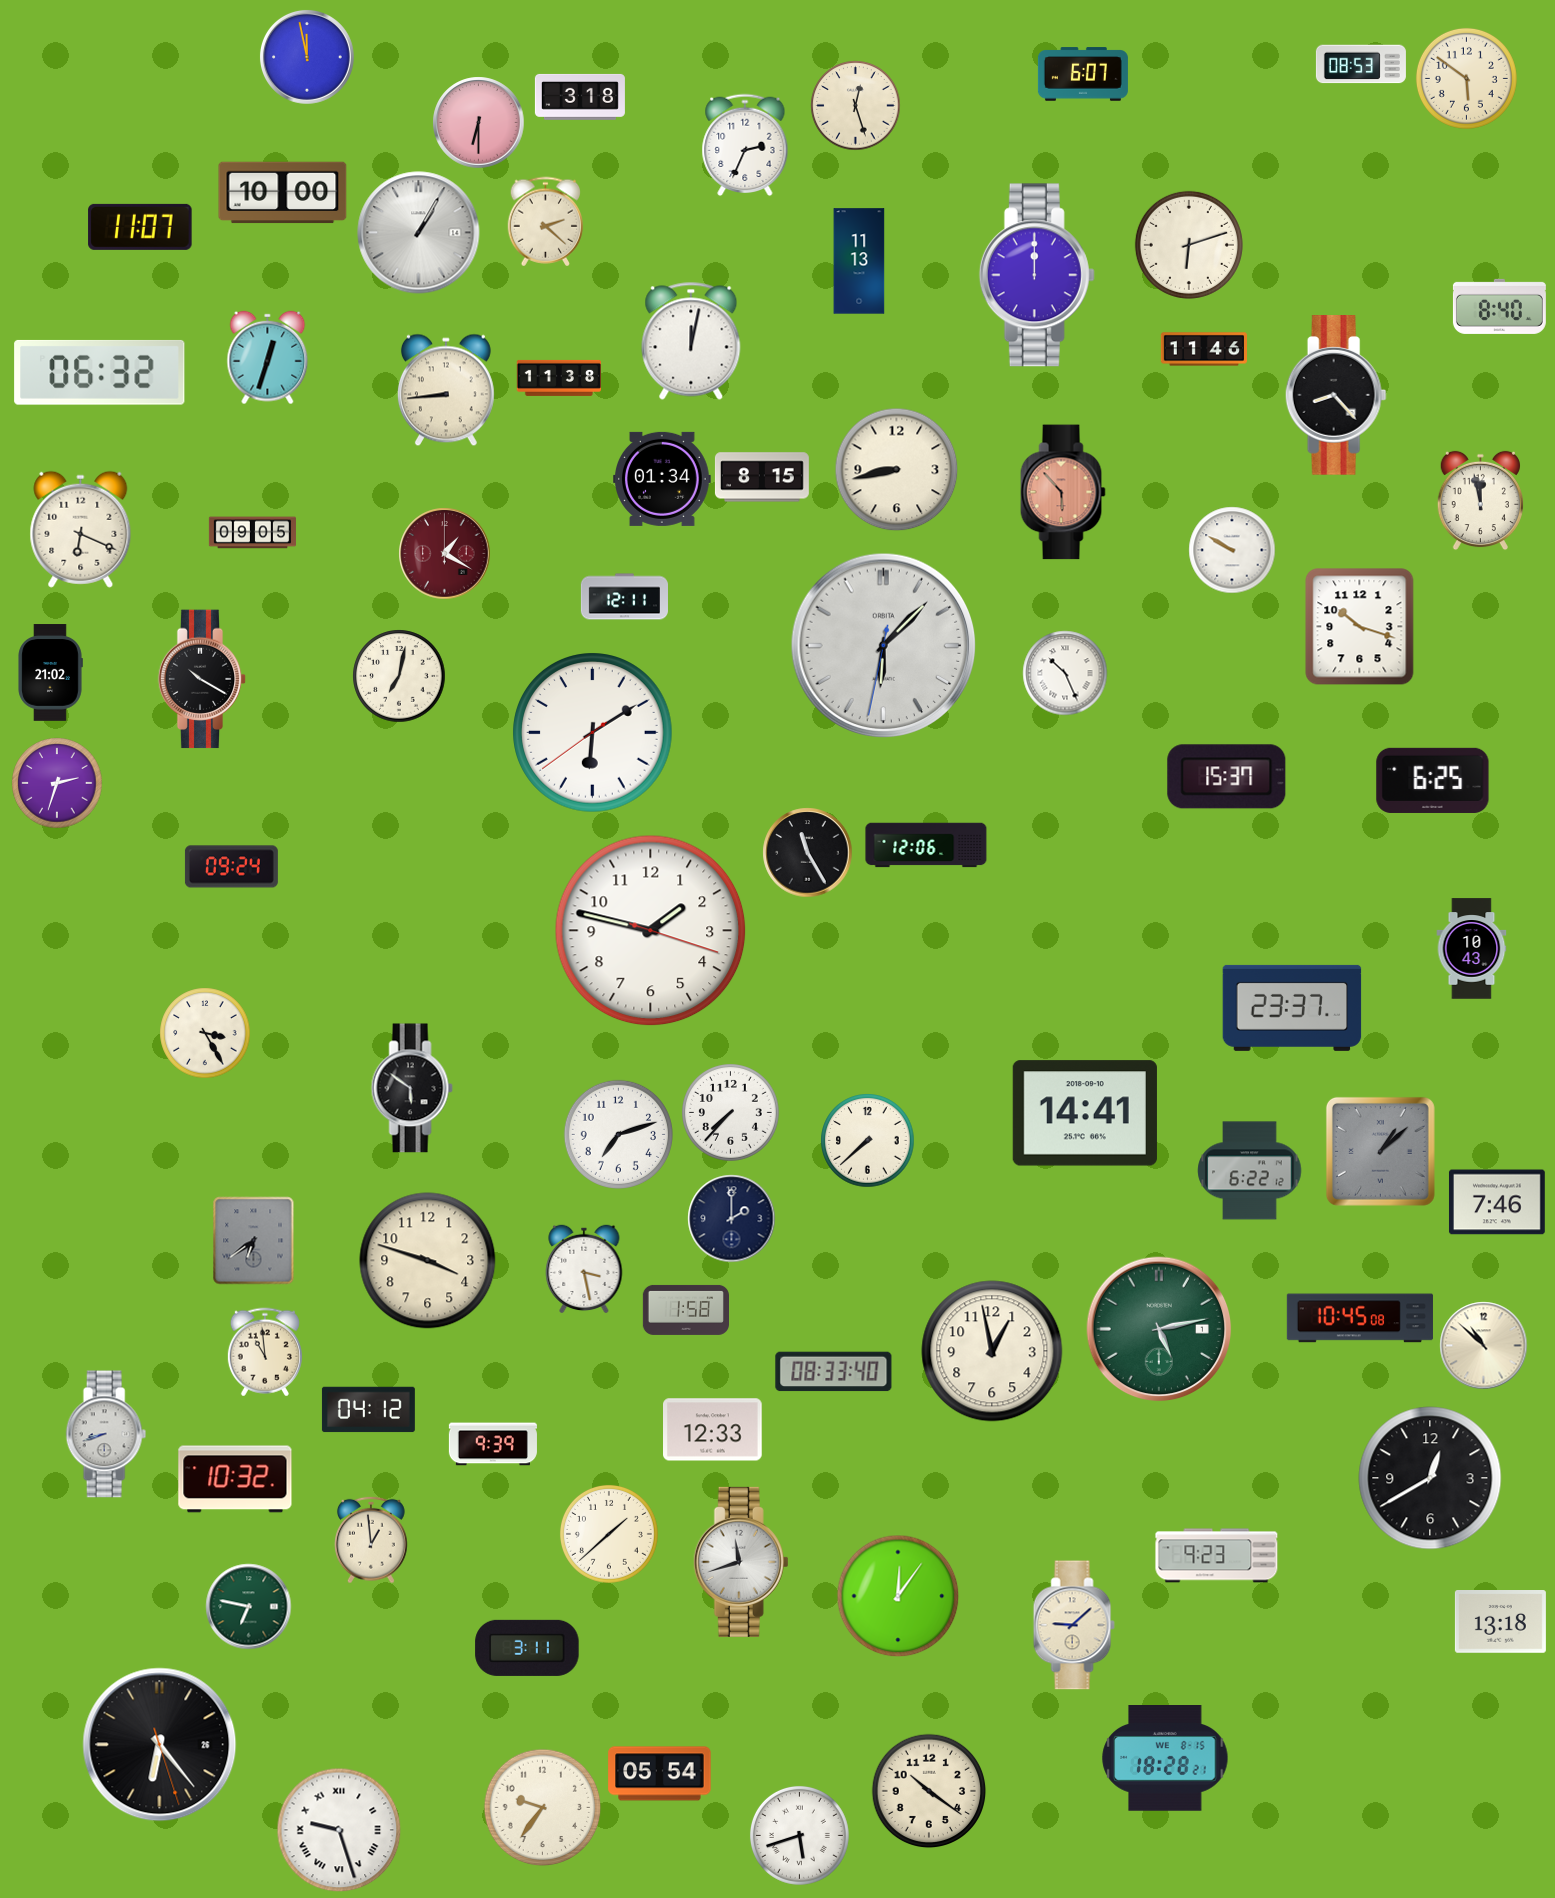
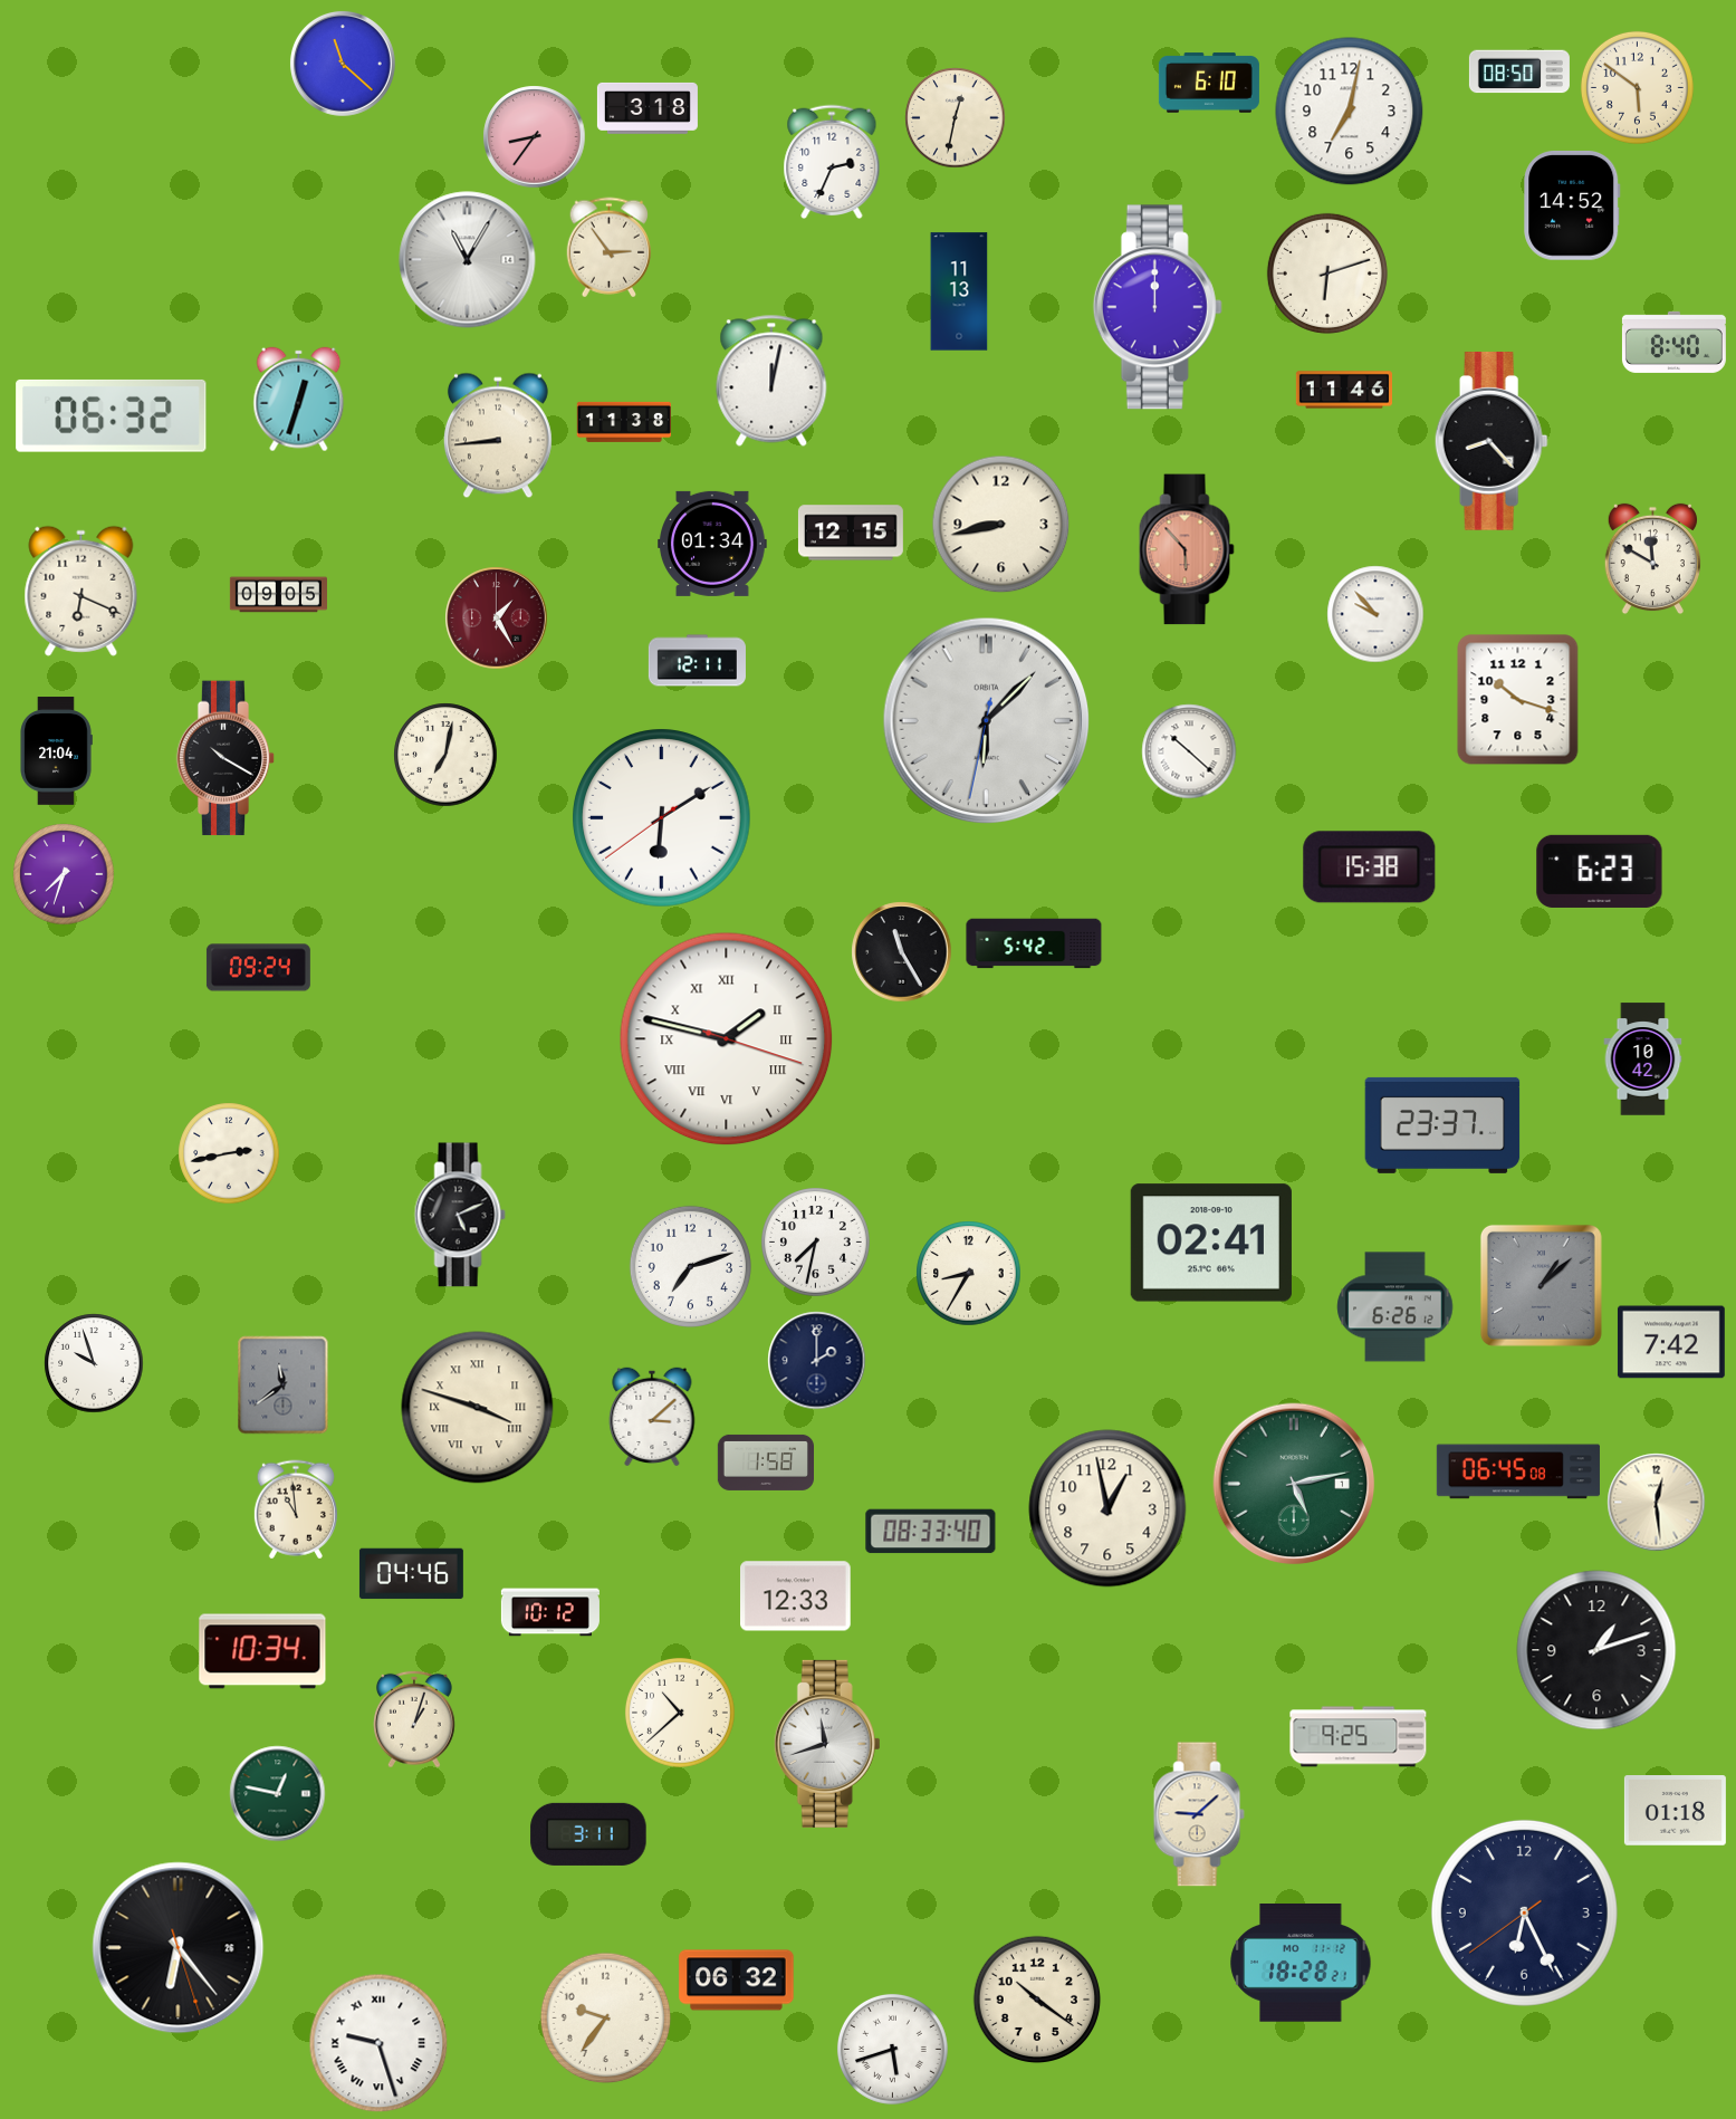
clock at (307, 57): 11:58 -> 11:22
clock at (1361, 64): 08:53 -> 08:50
clock at (1083, 74): 6:07 -> 6:10
clock at (1350, 112): none -> 7:02
clock at (855, 105): 12:27 -> 12:32
clock at (478, 122): 6:30 -> 8:36
clock at (1572, 205): none -> 14:52
clock at (283, 193): 10:00 -> none
clock at (546, 221): 2:22 -> 2:54
clock at (140, 227): 11:07 -> none
clock at (419, 233): 1:05 -> 11:05
clock at (762, 477): 8:15 -> 12:15
clock at (663, 479) position: (663, 479) -> (713, 544)
clock at (1480, 500): 11:58 -> 11:50
clock at (81, 529) position: (81, 529) -> (81, 591)
clock at (252, 533) position: (252, 533) -> (278, 595)
clock at (1232, 550): 9:50 -> 9:53
clock at (444, 553): 1:20 -> 1:25
clock at (624, 597) position: (624, 597) -> (697, 661)
clock at (50, 673): 21:02 -> 21:04
clock at (1065, 673): 10:26 -> 10:22
clock at (1227, 777): 15:37 -> 15:38
clock at (1433, 780): 6:25 -> 6:23
clock at (57, 783): 2:33 -> 7:33
clock at (926, 845): 12:06 -> 5:42
clock at (651, 931) numerals: Arabic -> Roman
clock at (1472, 949): 10:43 -> 10:42
clock at (205, 1033): 3:25 -> 2:43
clock at (412, 1088): 5:51 -> 5:11
clock at (731, 1113): 7:37 -> 7:32
clock at (1085, 1113): 14:41 -> 02:41
clock at (867, 1140): 7:38 -> 8:35
clock at (1250, 1171): 6:22 -> 6:26
clock at (1497, 1202): 7:46 -> 7:42
clock at (94, 1363): none -> 9:57
clock at (254, 1240): 6:39 -> 11:39
clock at (428, 1261) numerals: Arabic -> Roman
clock at (584, 1269): 3:28 -> 3:08
clock at (1360, 1318): 10:45 -> 06:45
clock at (1483, 1345): 10:52 -> 12:29
clock at (368, 1410): 04:12 -> 04:46
clock at (106, 1434): 8:42 -> none
clock at (493, 1444): 9:39 -> 10:12
clock at (1430, 1478): 12:40 -> 1:12
clock at (235, 1479): 10:32 -> 10:34
clock at (609, 1534): 1:38 -> 10:38
clock at (372, 1540): 12:59 -> 1:03
clock at (1217, 1556): 9:23 -> 9:25
clock at (898, 1596): 12:06 -> none
clock at (248, 1606): 6:47 -> 12:47
clock at (1500, 1622): 13:18 -> 01:18
clock at (527, 1648) position: (527, 1648) -> (588, 1834)
clock at (1524, 1912): none -> 6:25
clock at (1165, 1759) date: WE 8-15 -> MO 11-12
clock at (660, 1774): 05:54 -> 06:32
